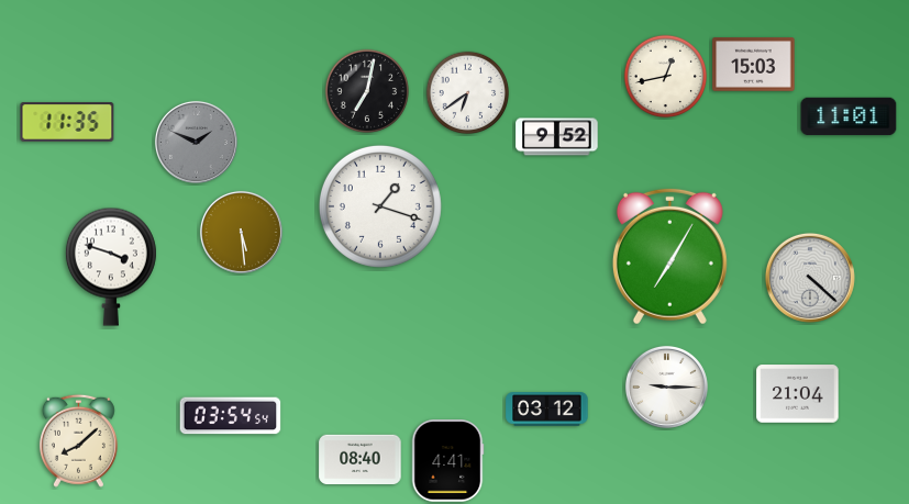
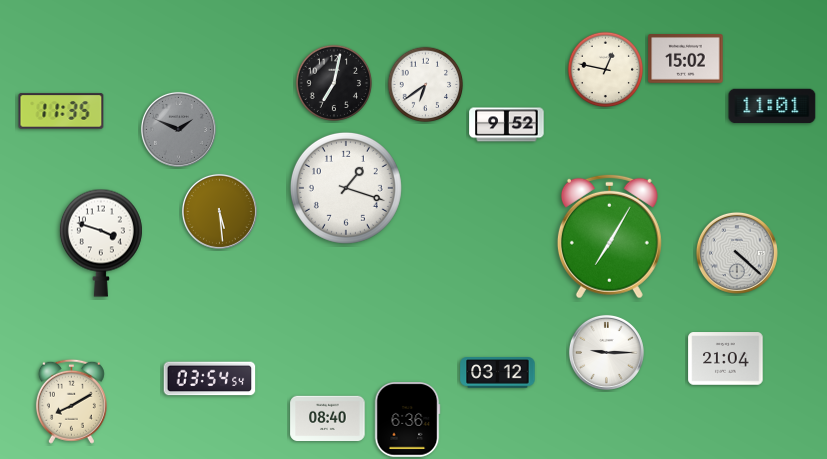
clock at (754, 65): 15:03 -> 15:02
clock at (666, 77): 12:43 -> 12:47
clock at (669, 256) position: (669, 256) -> (609, 236)
clock at (78, 440): 8:08 -> 8:10
clock at (447, 461): 4:41 -> 6:36
